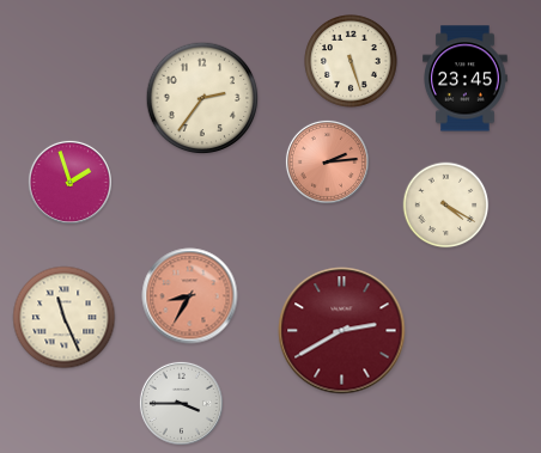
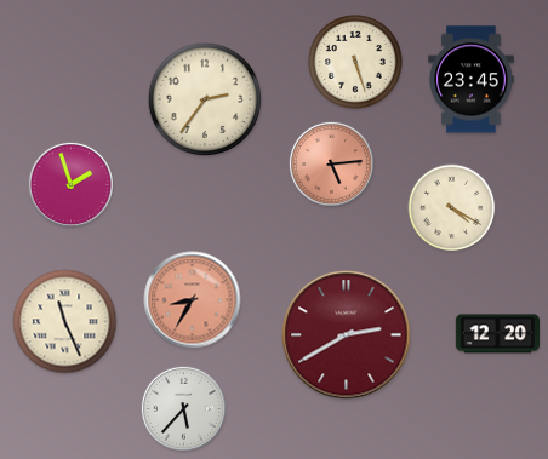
clock at (327, 161): 2:14 -> 5:14
clock at (497, 334): none -> 12:20
clock at (181, 403): 3:45 -> 5:37
